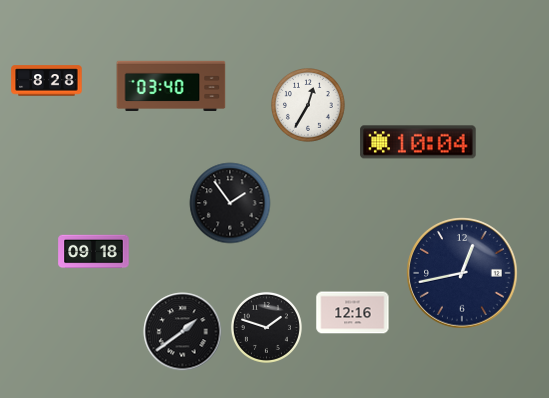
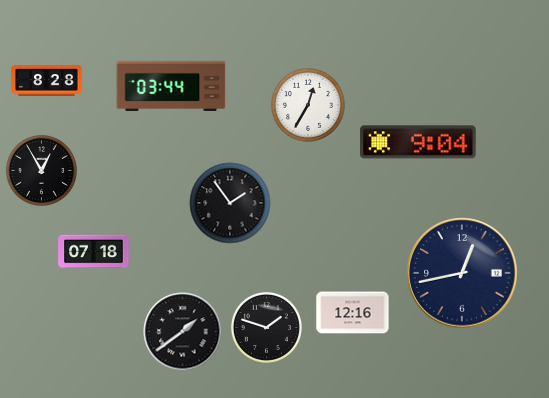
clock at (171, 85): 03:40 -> 03:44
clock at (418, 142): 10:04 -> 9:04
clock at (41, 170): none -> 12:55
clock at (94, 252): 09:18 -> 07:18
